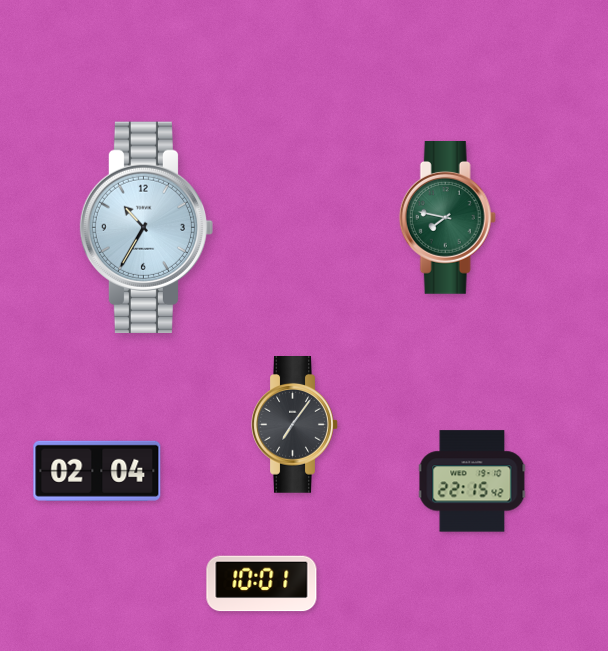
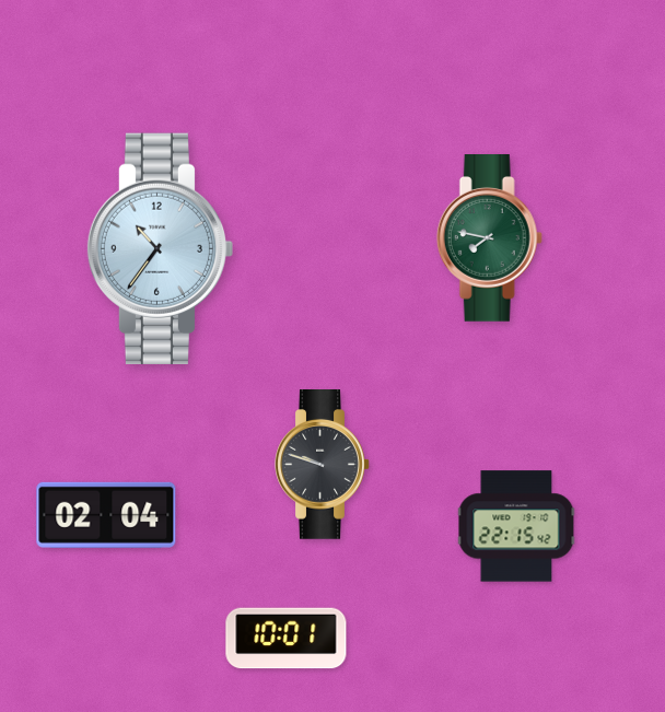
clock at (146, 227): 10:35 -> 10:36
clock at (295, 425): 7:06 -> 9:48
